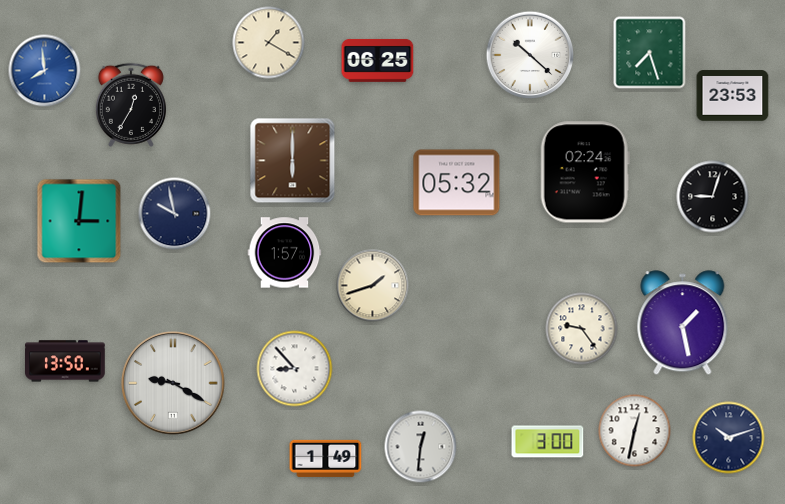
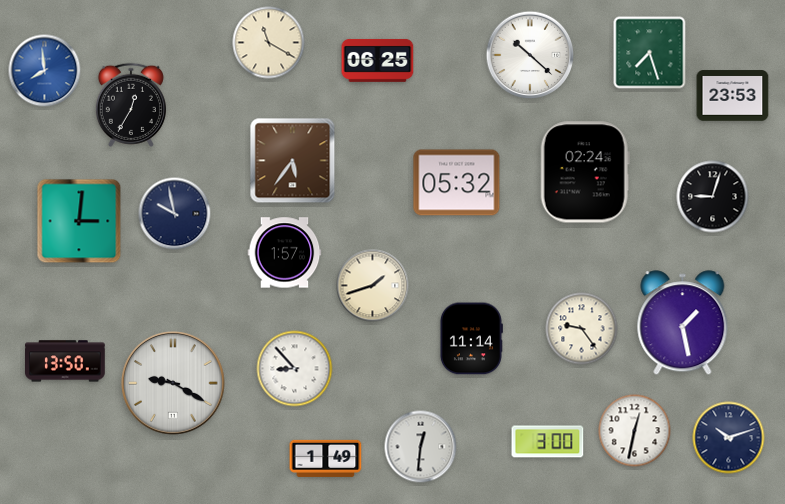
clock at (269, 43): 1:20 -> 11:20
clock at (293, 161): 6:00 -> 5:36
clock at (471, 339): none -> 11:14
